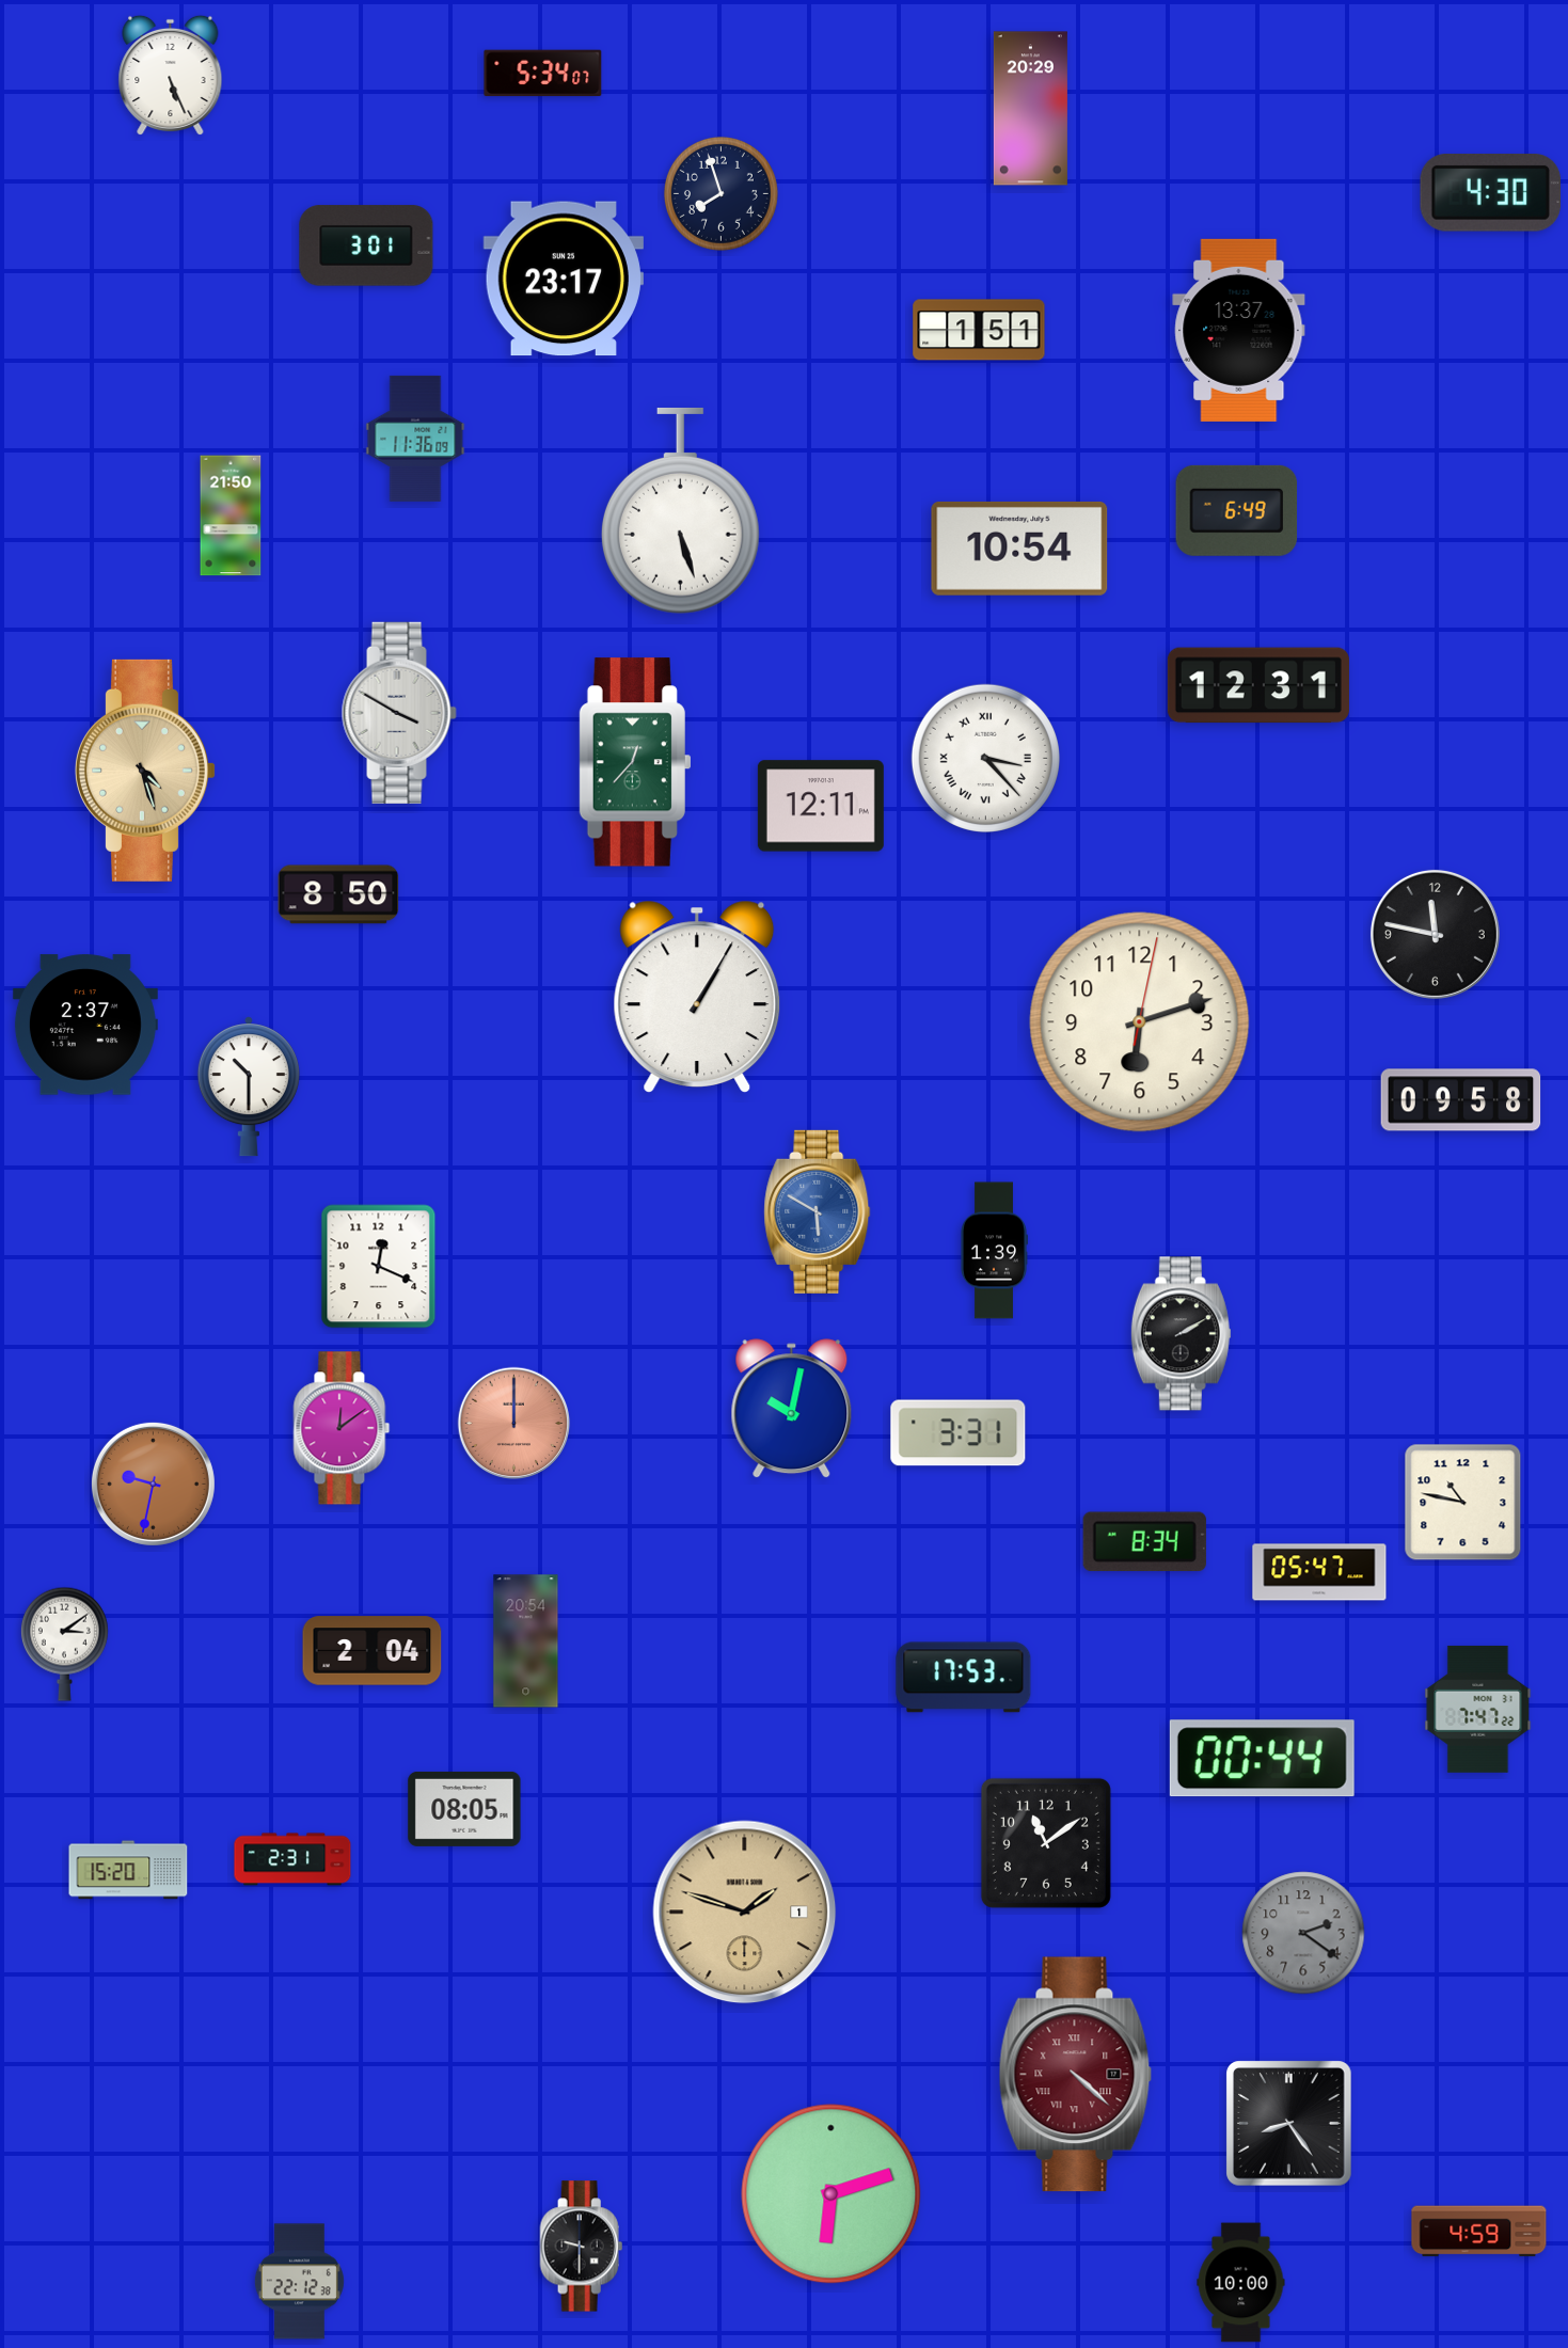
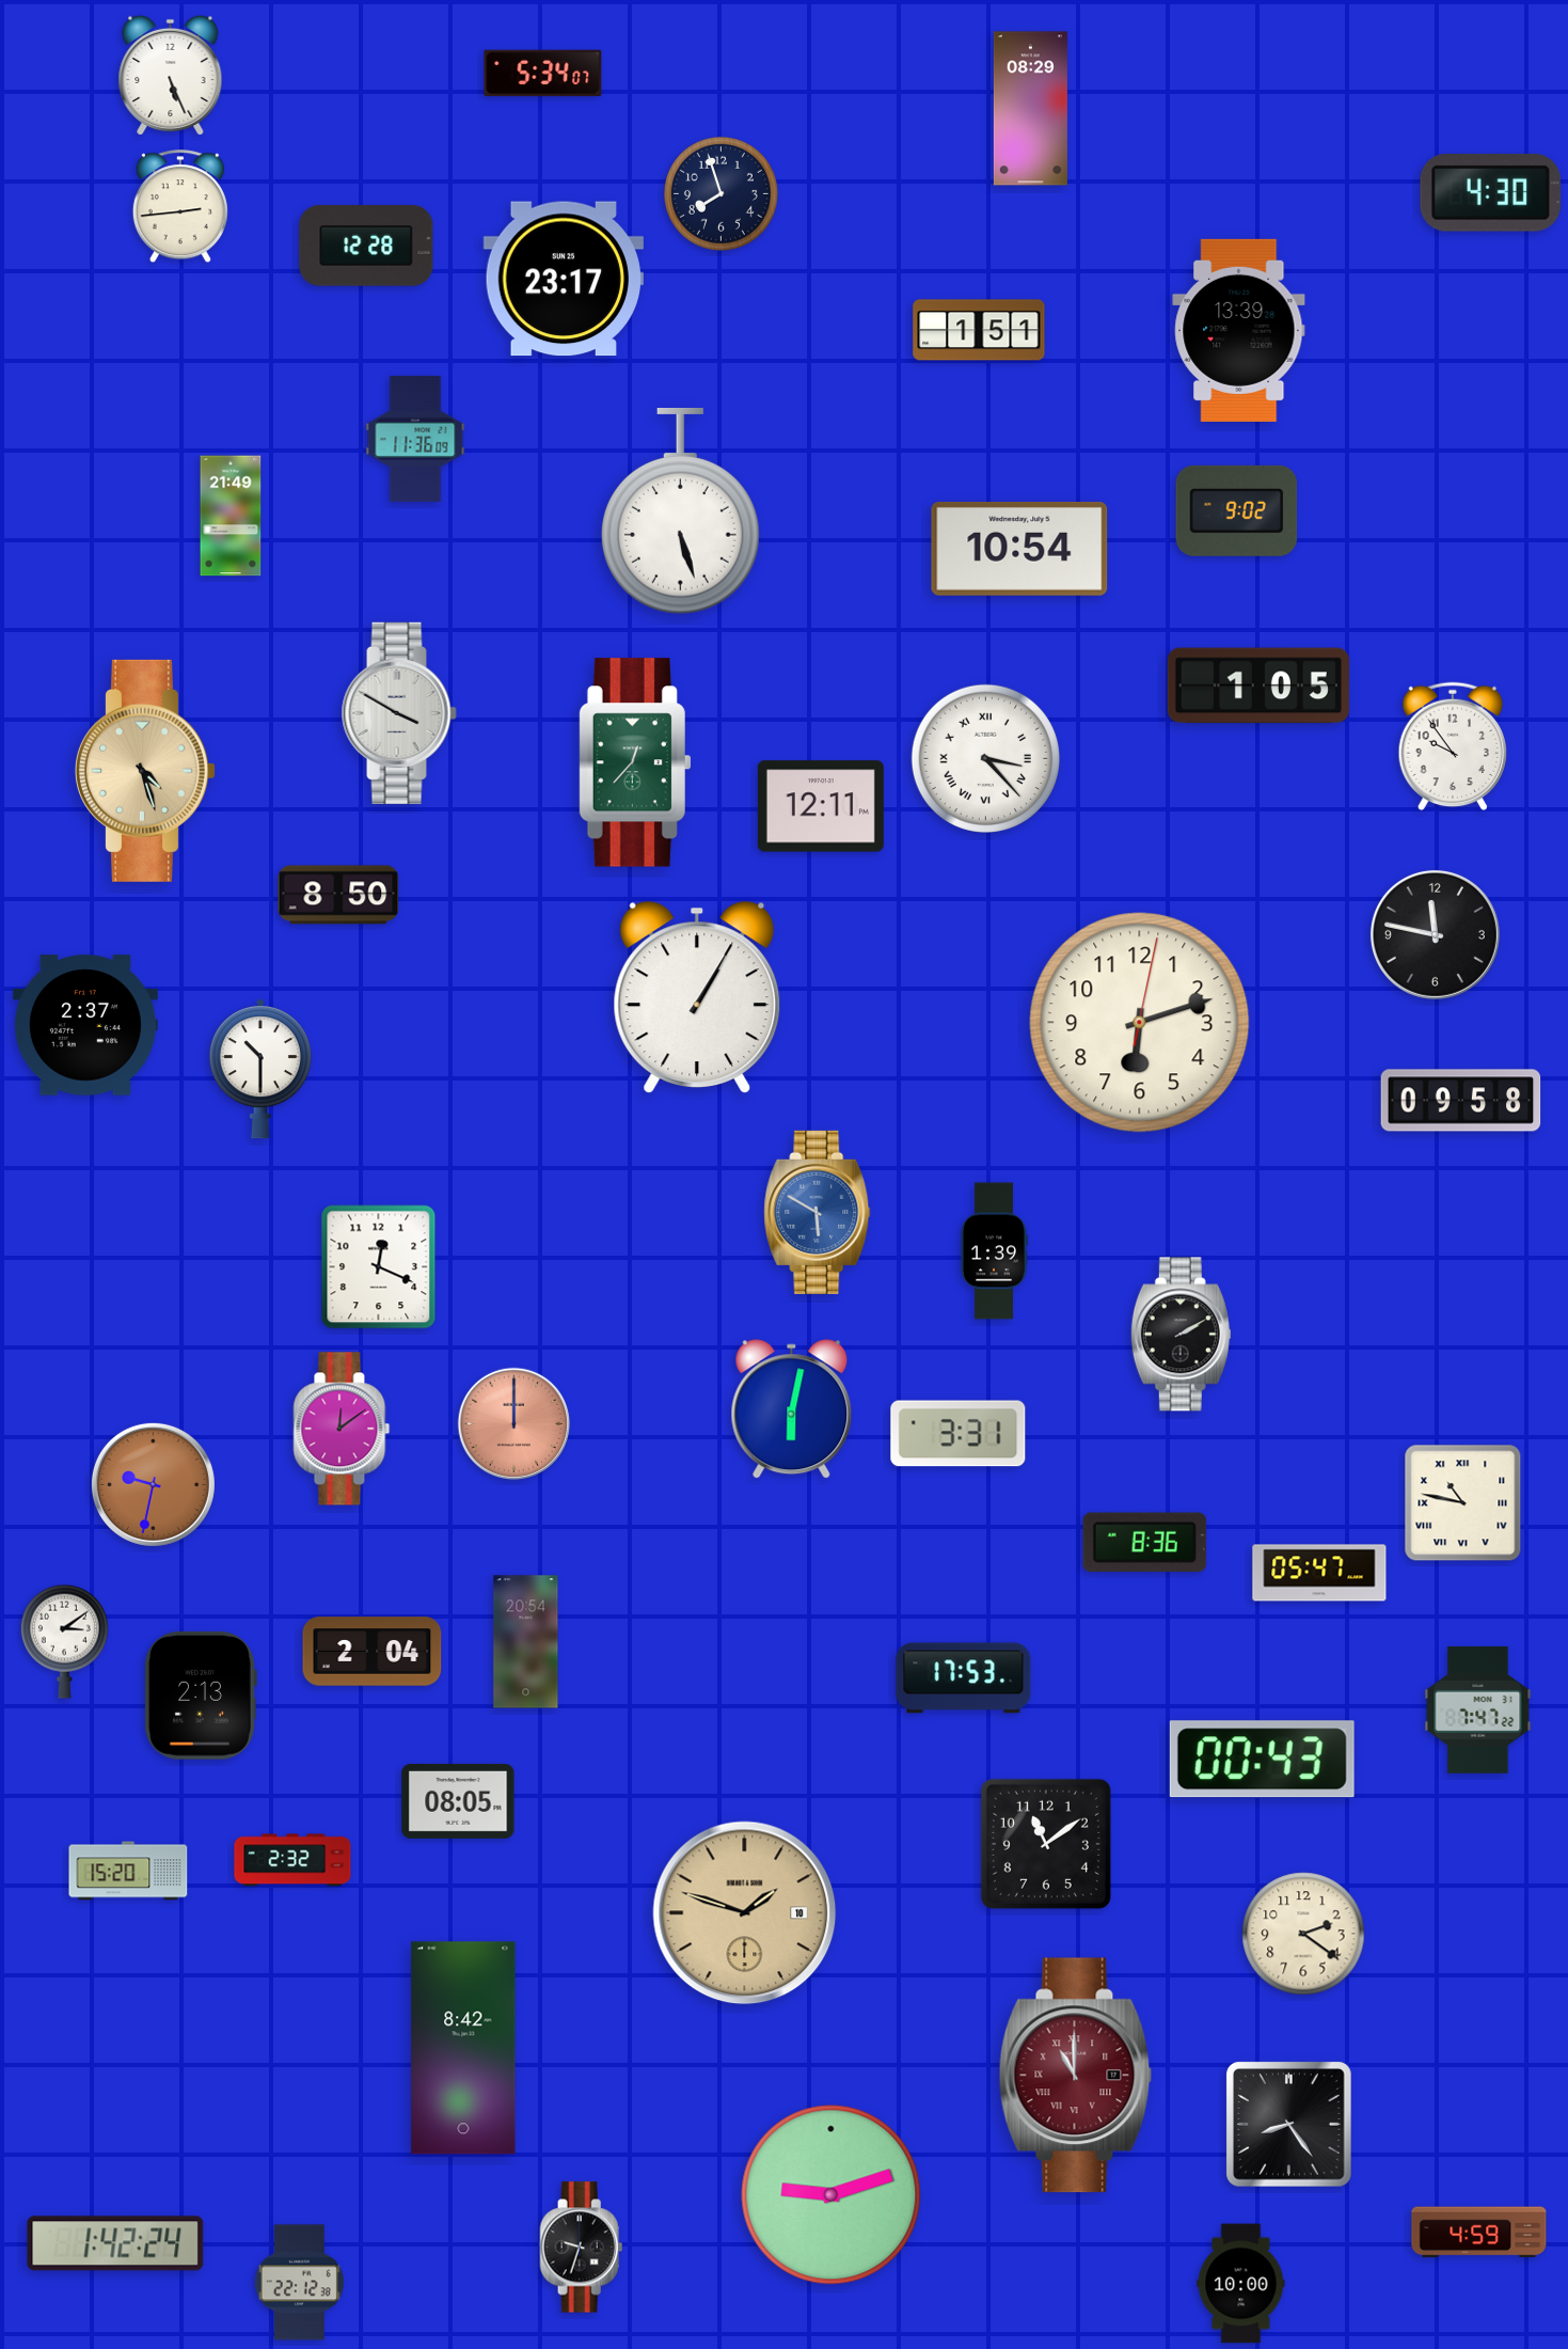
clock at (1030, 109): 20:29 -> 08:29
clock at (180, 207): none -> 2:44
clock at (366, 245): 3:01 -> 12:28
clock at (1239, 330): 13:37 -> 13:39
clock at (1237, 510): 6:49 -> 9:02
clock at (231, 515): 21:50 -> 21:49
clock at (1258, 685): 12:31 -> 1:05
clock at (1453, 746): none -> 9:54
clock at (249, 1086) position: (249, 1086) -> (260, 1069)
clock at (792, 1409): 10:02 -> 6:02
clock at (1463, 1503) numerals: Arabic -> Roman
clock at (1144, 1542): 8:34 -> 8:36
clock at (64, 1644) position: (64, 1644) -> (64, 1641)
clock at (201, 1696): none -> 2:13
clock at (1262, 1759): 00:44 -> 00:43
clock at (464, 1809) position: (464, 1809) -> (458, 1801)
clock at (292, 1859): 2:31 -> 2:32
clock at (745, 1913) date: 1 -> 10
clock at (1303, 1933) dial: grey -> cream
clock at (463, 2048): none -> 8:42
clock at (1076, 2075): 4:22 -> 11:00
clock at (831, 2194): 6:12 -> 9:12
clock at (115, 2243): none -> 1:42
clock at (582, 2247): 9:30 -> 9:33
